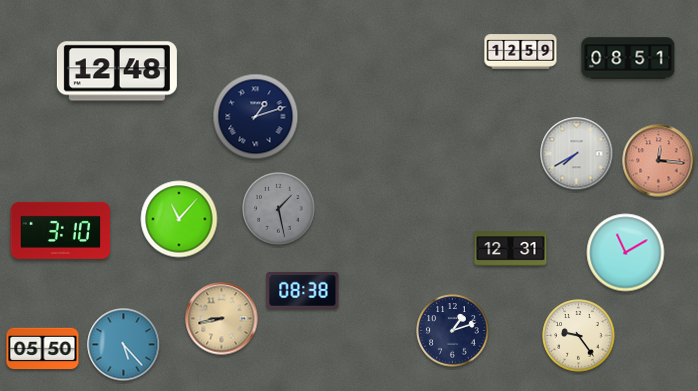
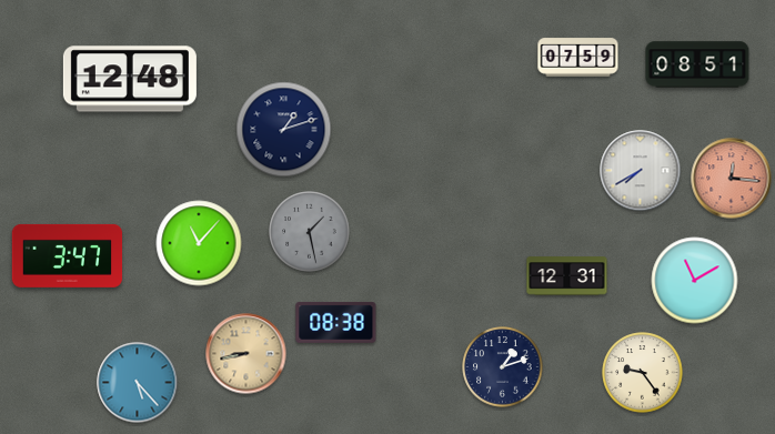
clock at (521, 52): 12:59 -> 07:59
clock at (61, 230): 3:10 -> 3:47
clock at (43, 349): 05:50 -> none
